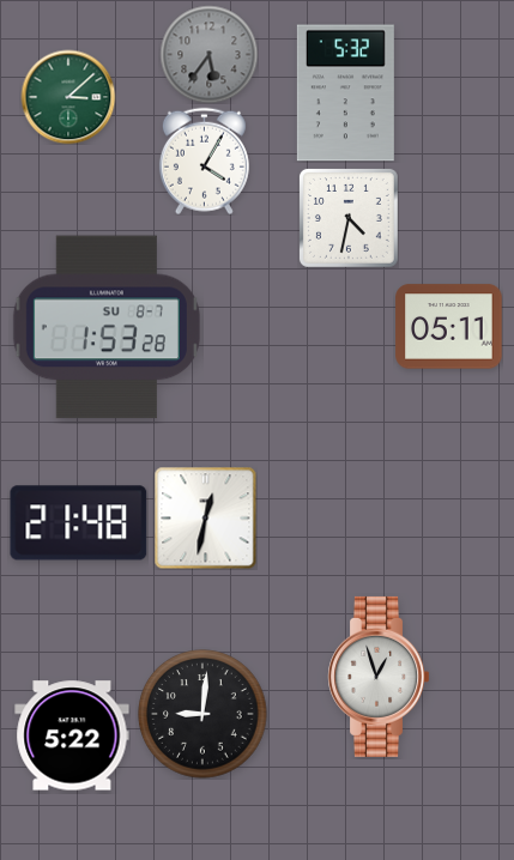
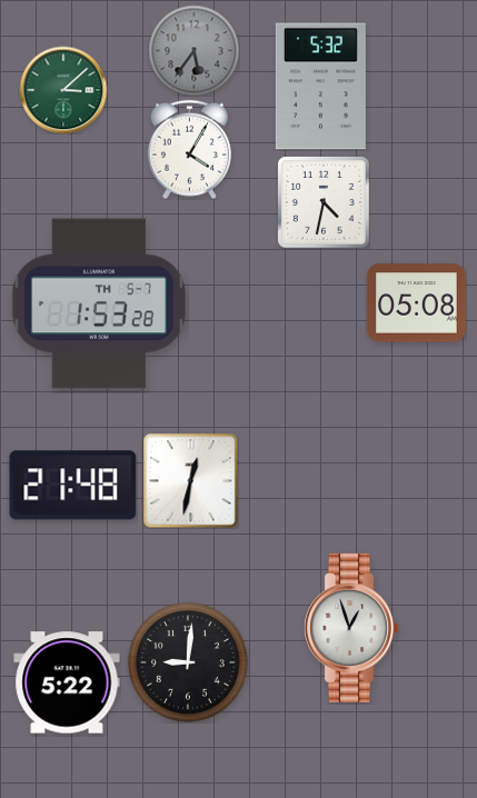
clock at (107, 327) date: SU 8-7 -> TH 5-7
clock at (449, 327): 05:11 -> 05:08
